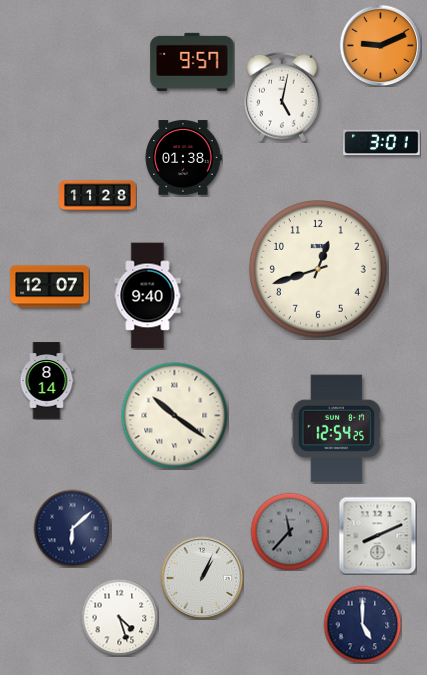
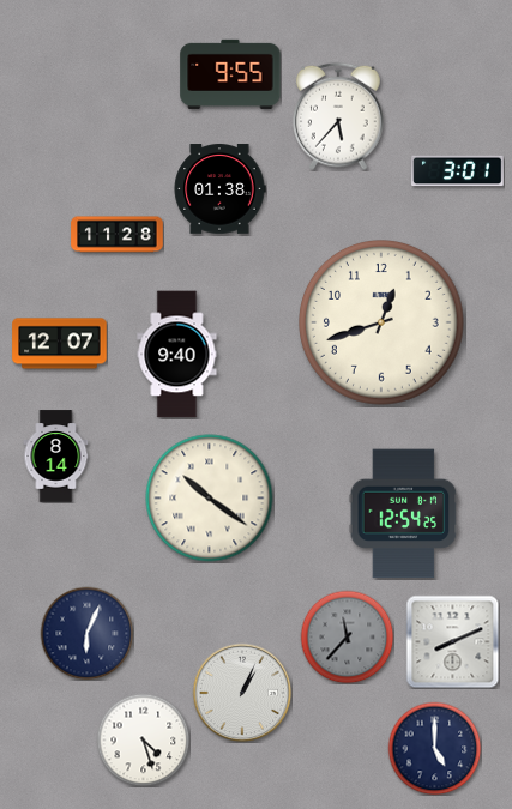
clock at (380, 45): 9:11 -> none
clock at (192, 62): 9:57 -> 9:55
clock at (283, 97): 5:02 -> 5:37
clock at (72, 528): 6:08 -> 6:04
